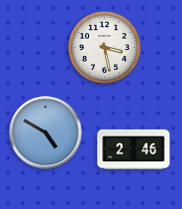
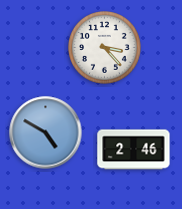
clock at (105, 48): 3:28 -> 3:23
